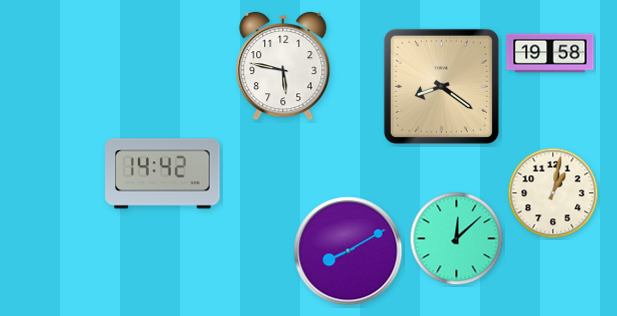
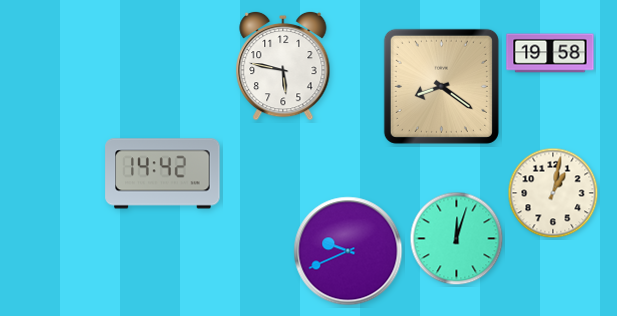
clock at (457, 239): 12:08 -> 12:03
clock at (348, 251): 8:10 -> 9:41
